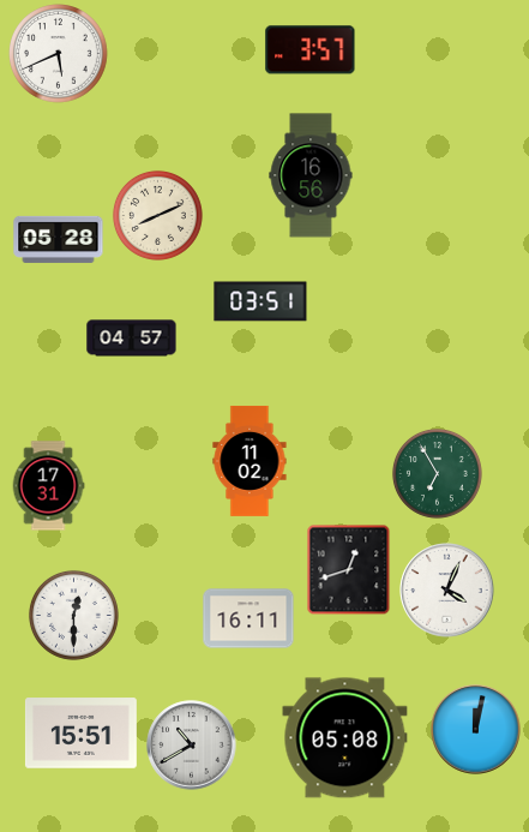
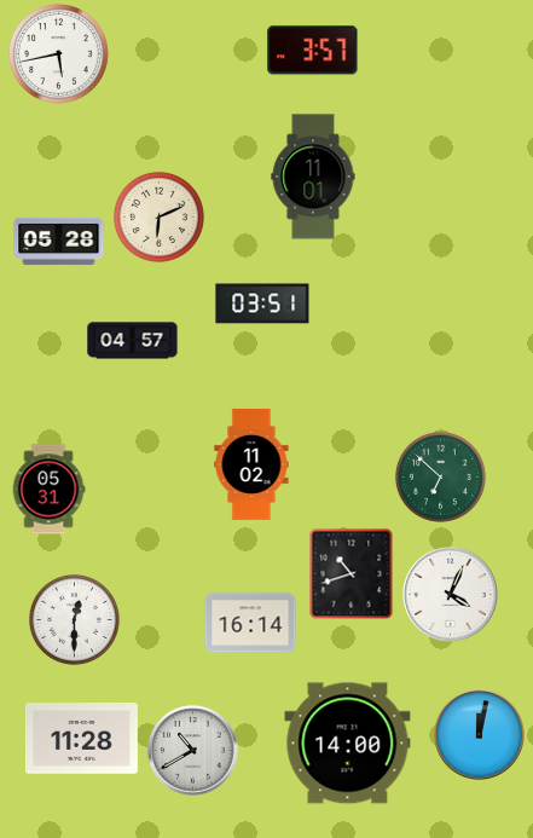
clock at (59, 54): 5:41 -> 5:43
clock at (311, 175): 16:56 -> 11:01
clock at (157, 215): 8:11 -> 6:11
clock at (437, 473): 6:55 -> 6:52
clock at (48, 486): 17:31 -> 05:31
clock at (349, 570): 12:42 -> 10:42
clock at (248, 618): 16:11 -> 16:14
clock at (80, 734): 15:51 -> 11:28
clock at (345, 738): 05:08 -> 14:00
